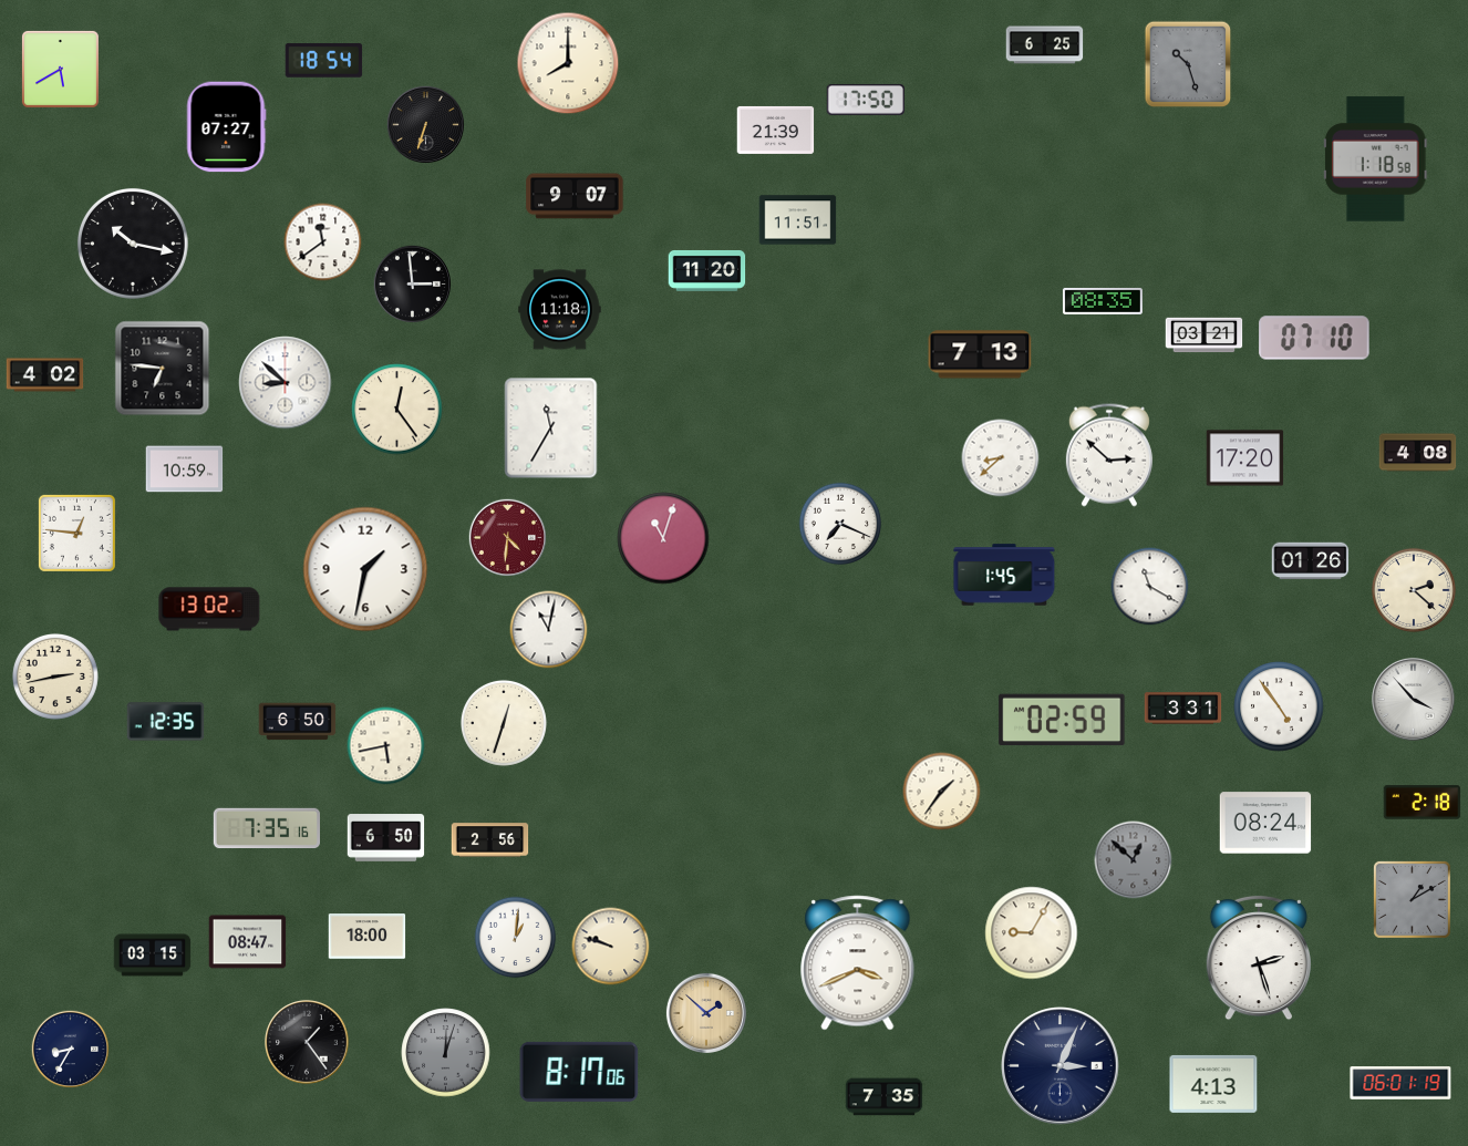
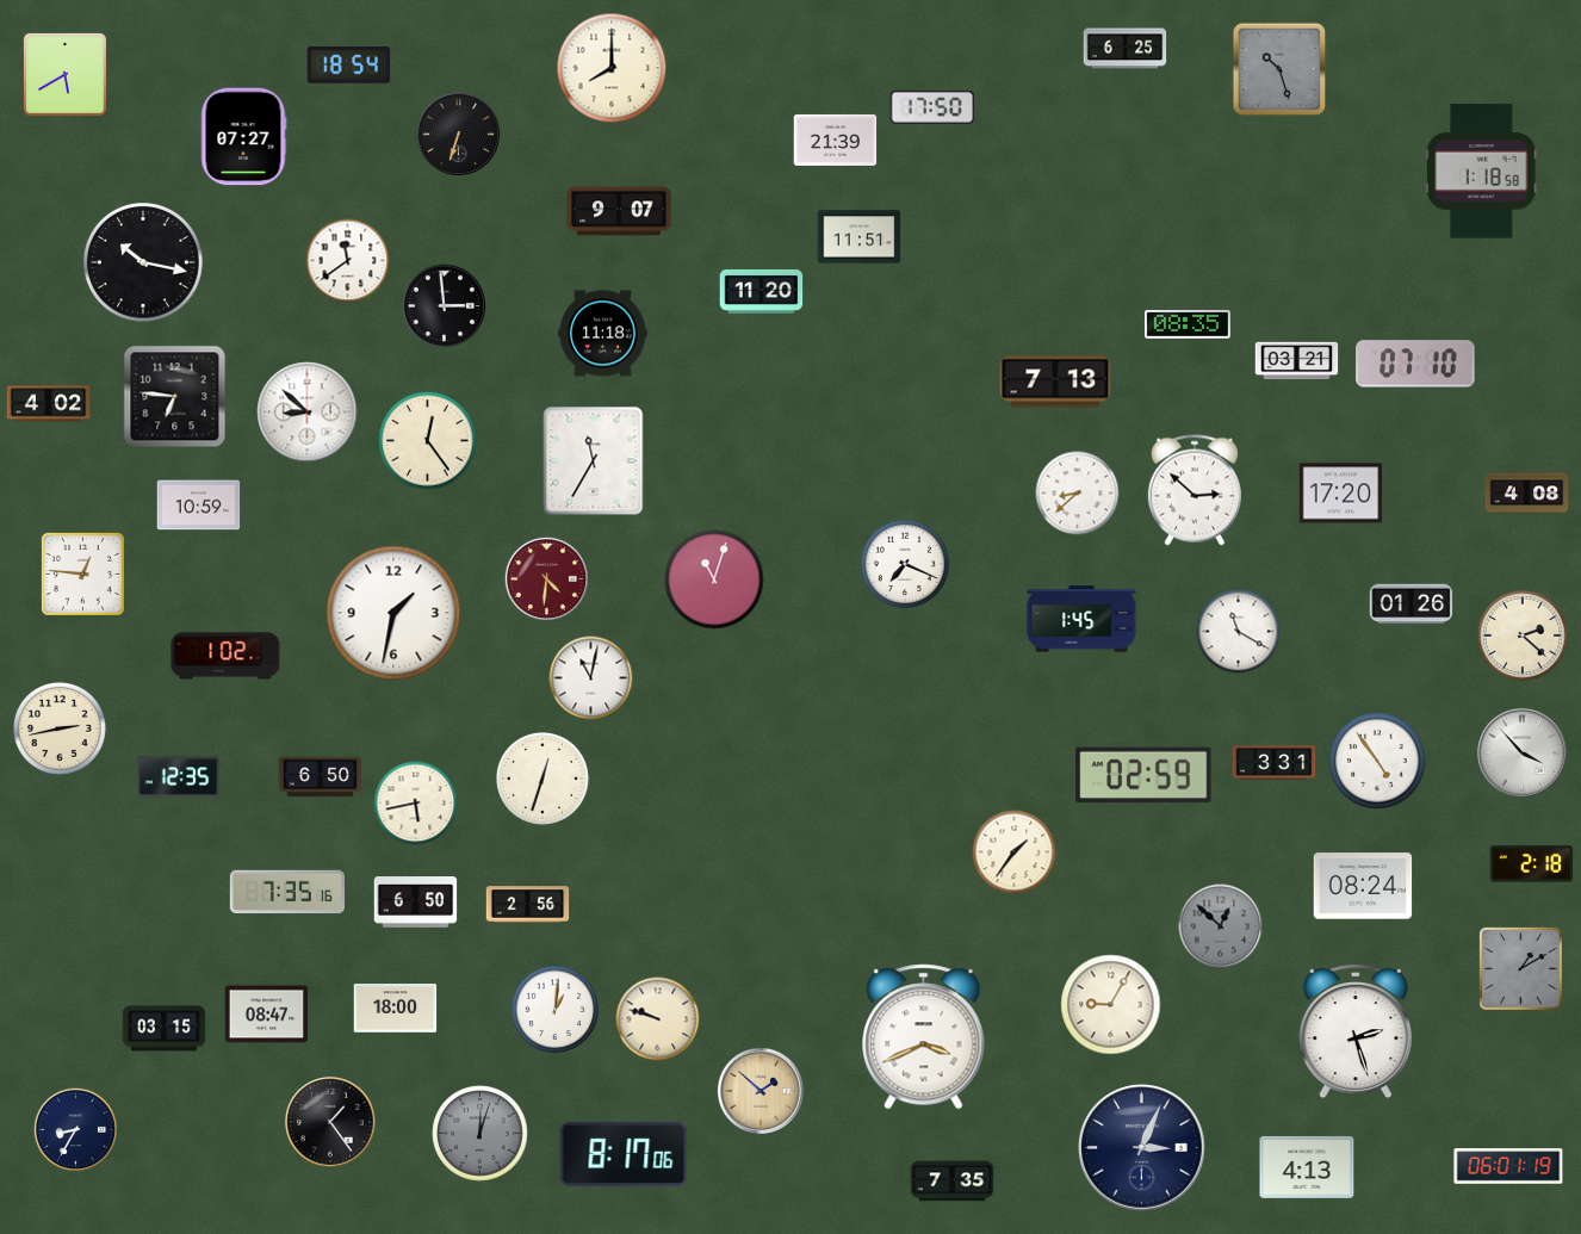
clock at (1418, 453) position: (1418, 453) -> (1527, 494)
clock at (209, 609): 13:02 -> 1:02
